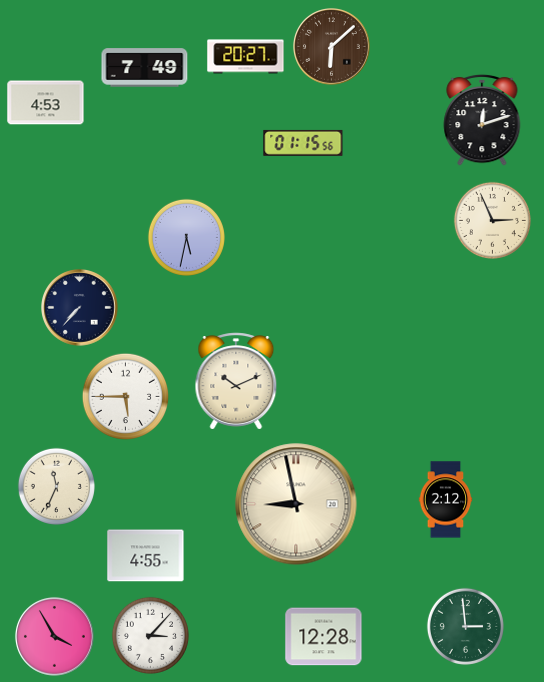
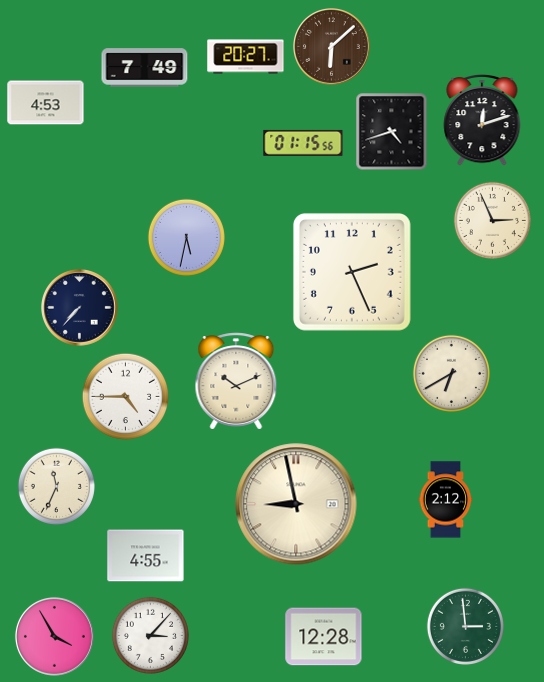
clock at (392, 131): none -> 4:42
clock at (352, 272): none -> 2:26
clock at (451, 373): none -> 6:40
clock at (125, 396): 5:45 -> 4:45
